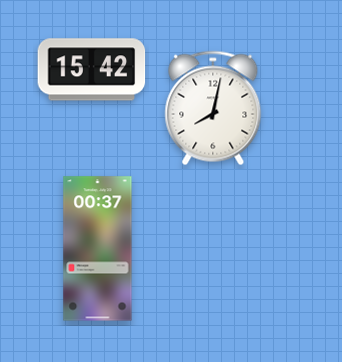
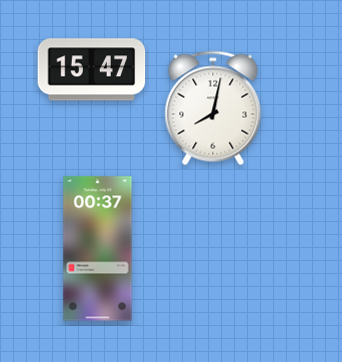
clock at (92, 70): 15:42 -> 15:47
